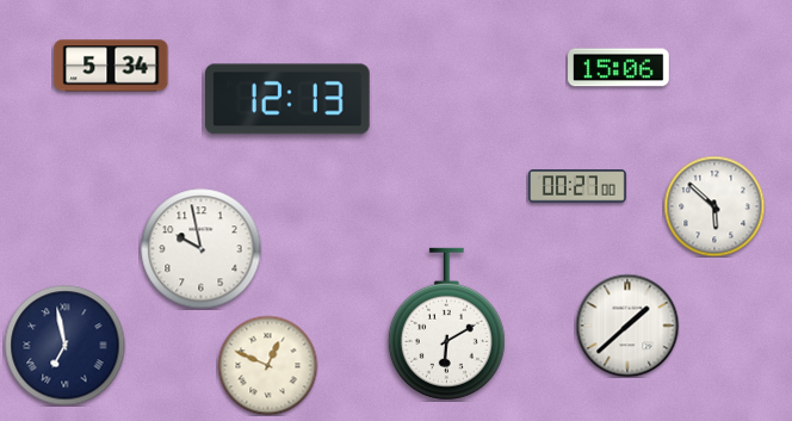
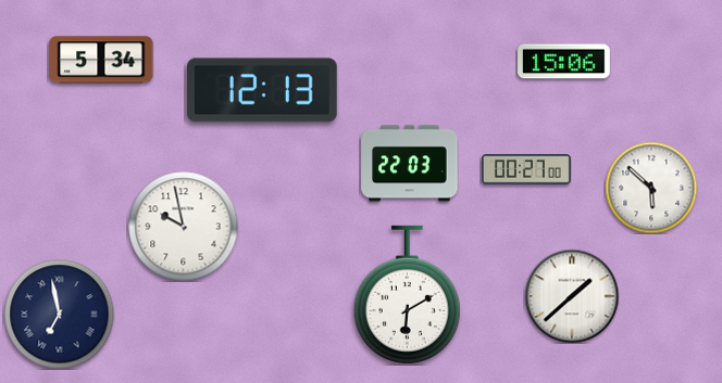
clock at (410, 164): none -> 22:03
clock at (267, 365): 12:49 -> none
